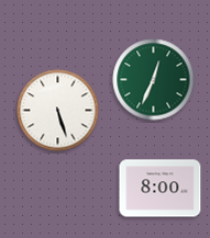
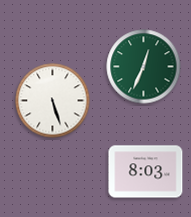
clock at (154, 80) position: (154, 80) -> (144, 67)
clock at (161, 189): 8:00 -> 8:03
